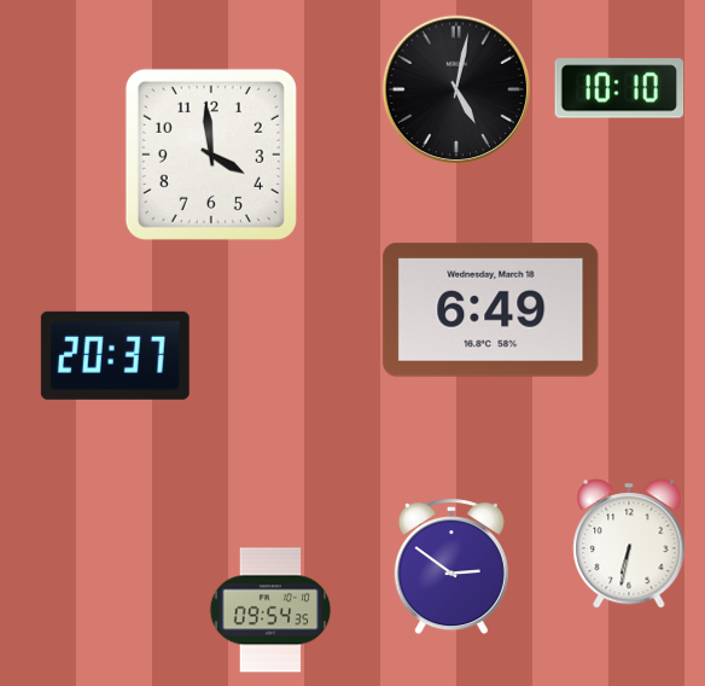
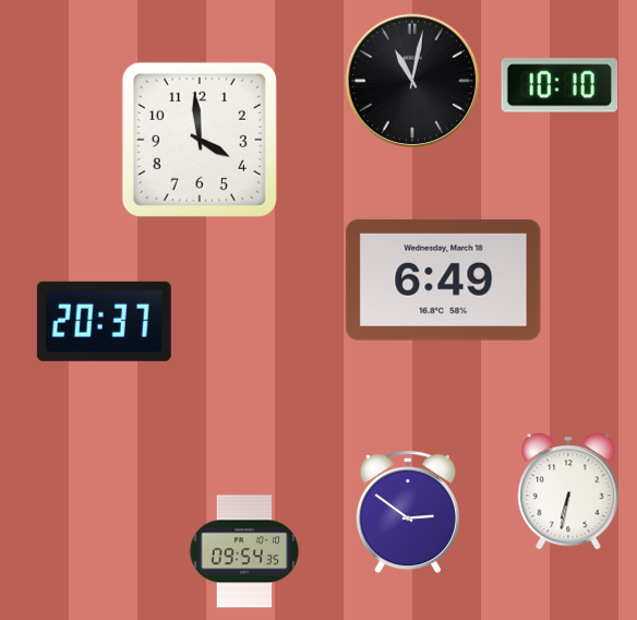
clock at (619, 88) position: (619, 88) -> (560, 85)
clock at (456, 89): 5:02 -> 11:02
clock at (211, 155) position: (211, 155) -> (200, 140)
